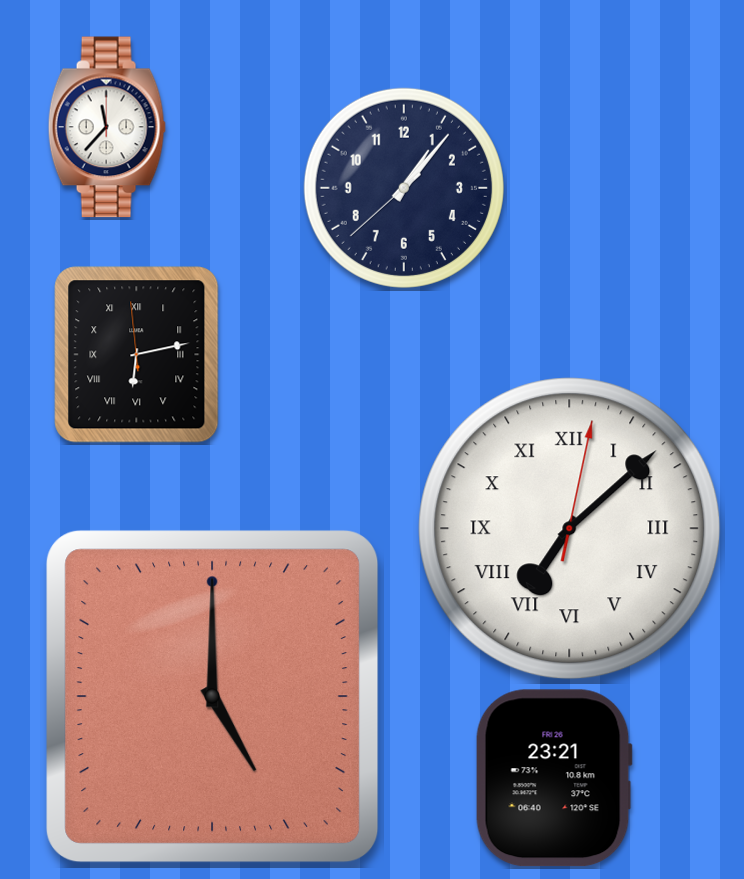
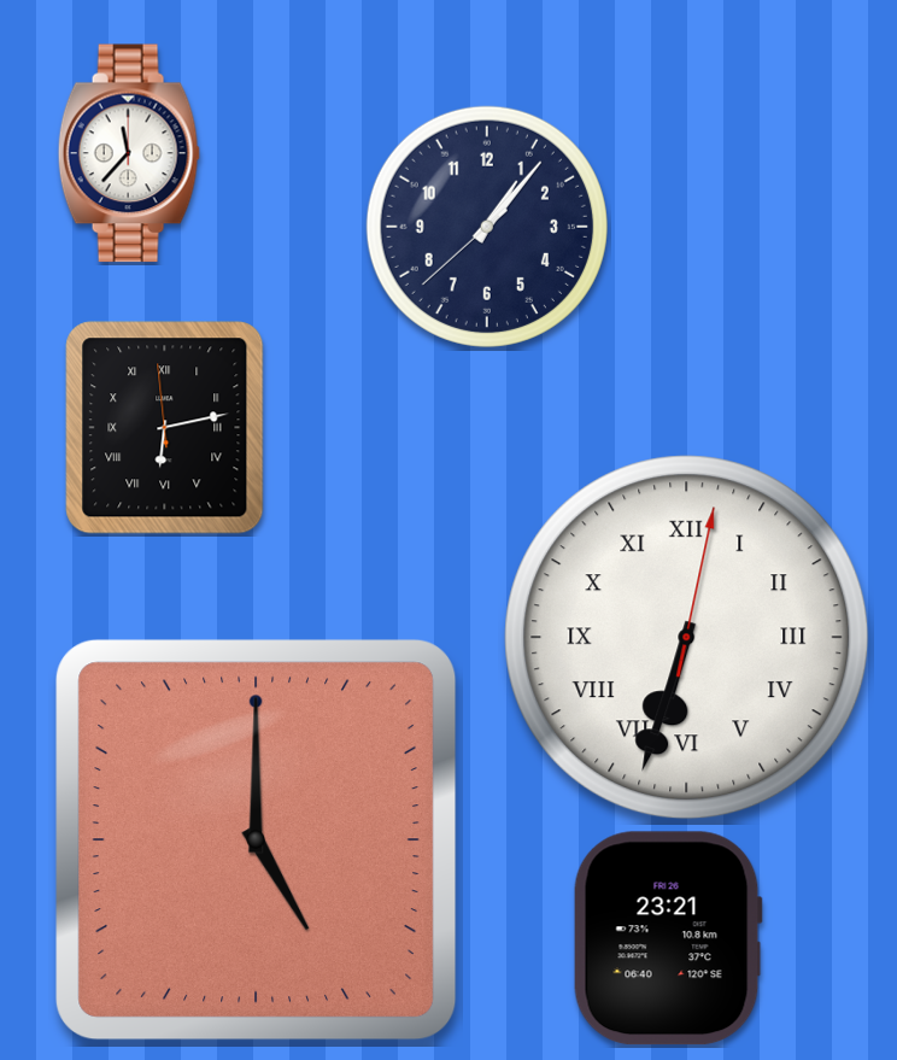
clock at (570, 529): 7:08 -> 6:33
